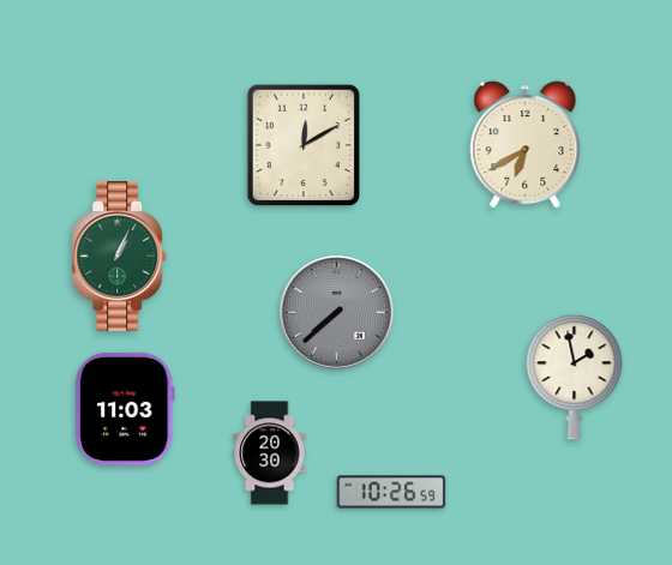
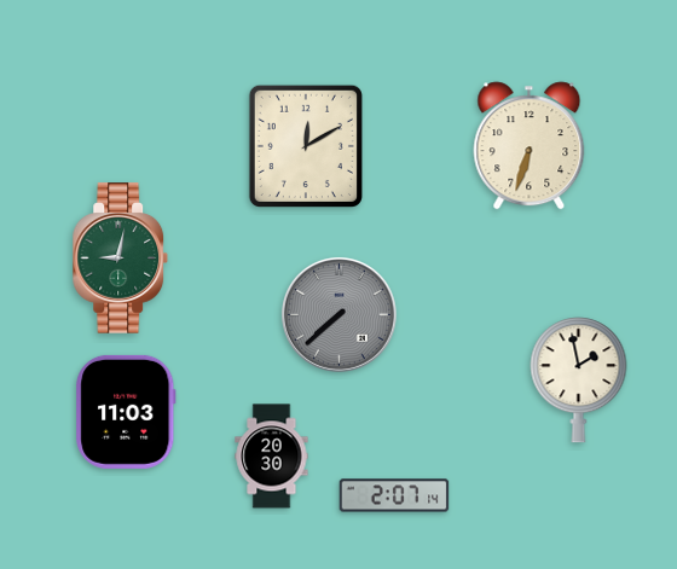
clock at (526, 145): 6:40 -> 6:33
clock at (120, 257): 1:04 -> 9:02
clock at (391, 492): 10:26 -> 2:07
